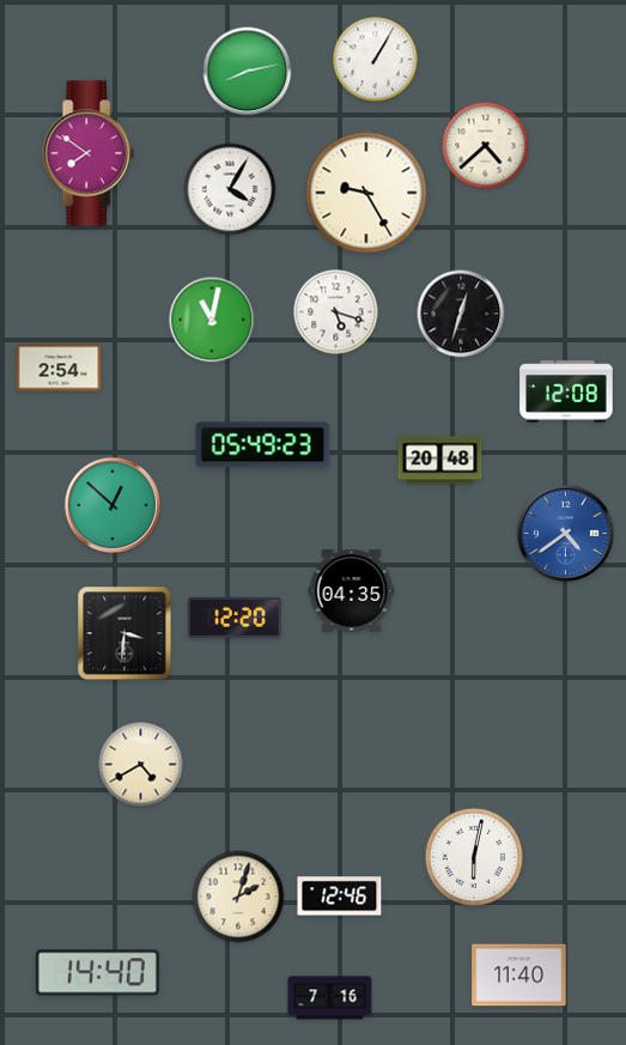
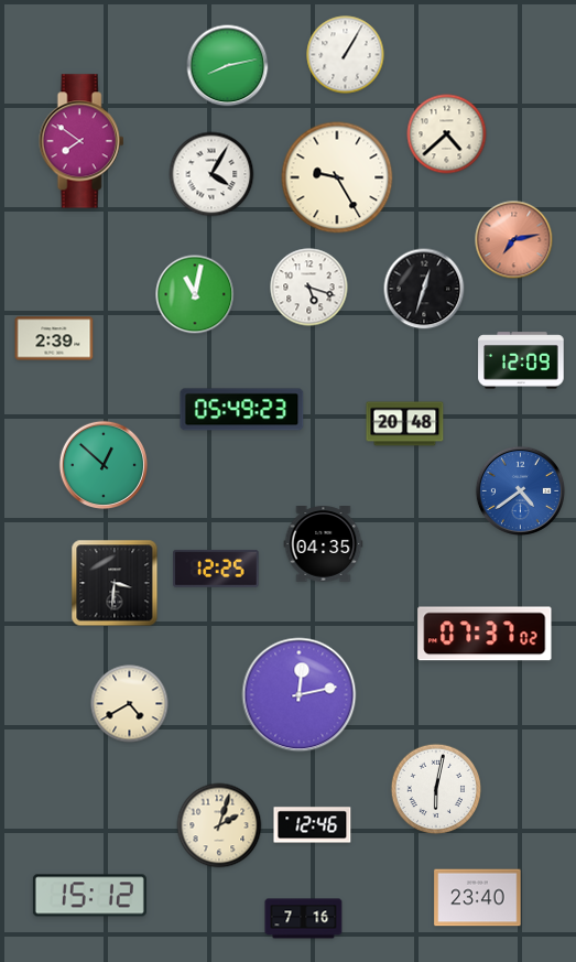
clock at (514, 240): none -> 7:13
clock at (59, 367): 2:54 -> 2:39
clock at (566, 391): 12:08 -> 12:09
clock at (235, 618): 12:20 -> 12:25
clock at (485, 634): none -> 07:37
clock at (300, 695): none -> 12:13
clock at (97, 973): 14:40 -> 15:12
clock at (519, 976): 11:40 -> 23:40
